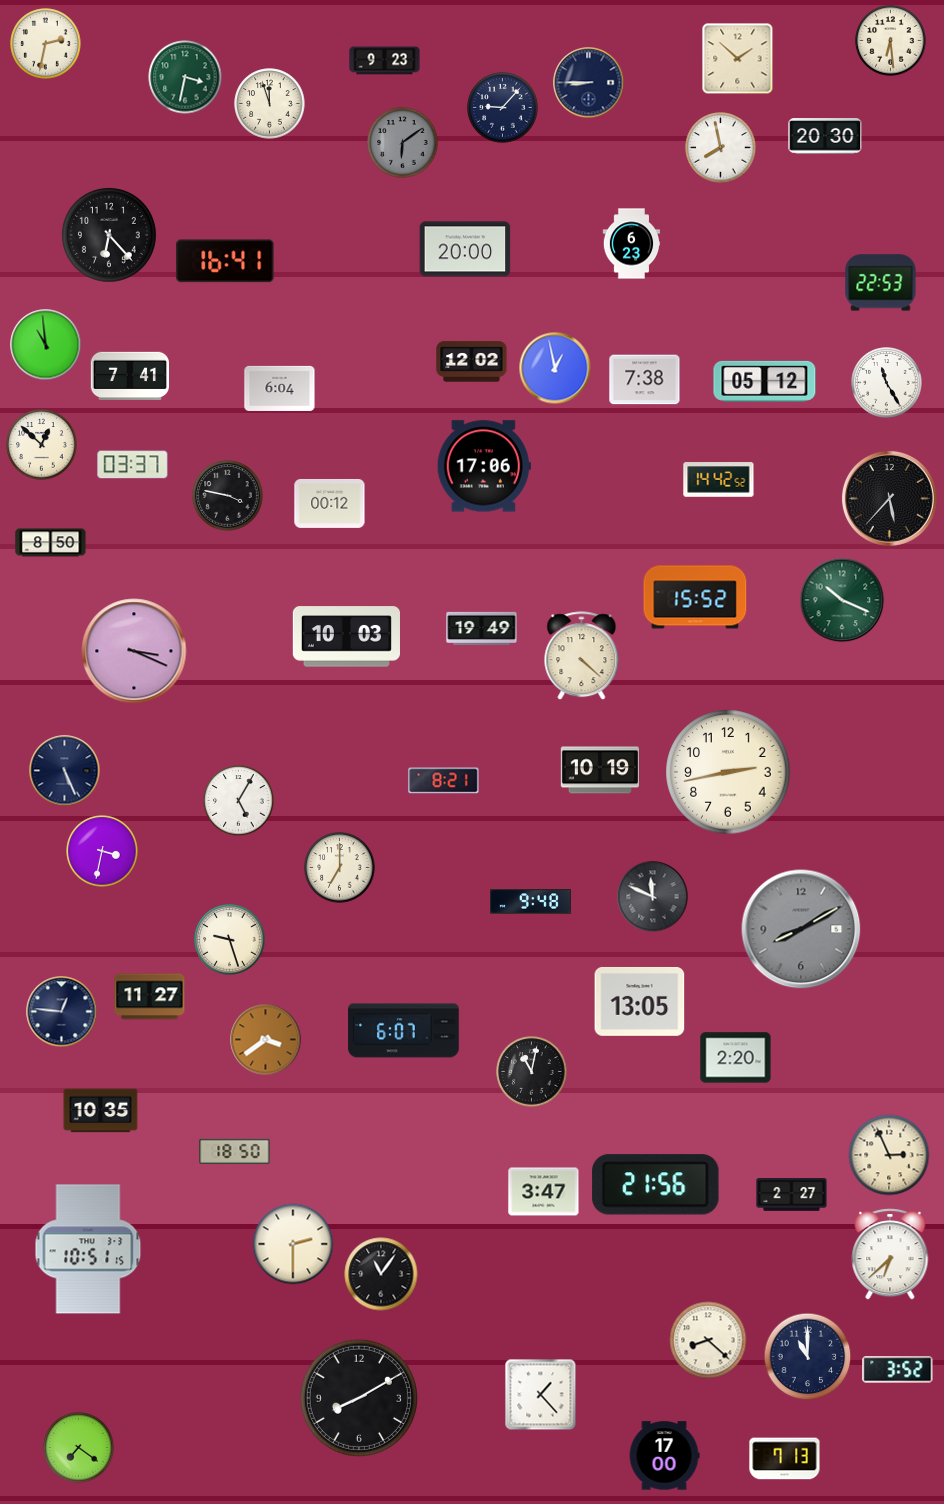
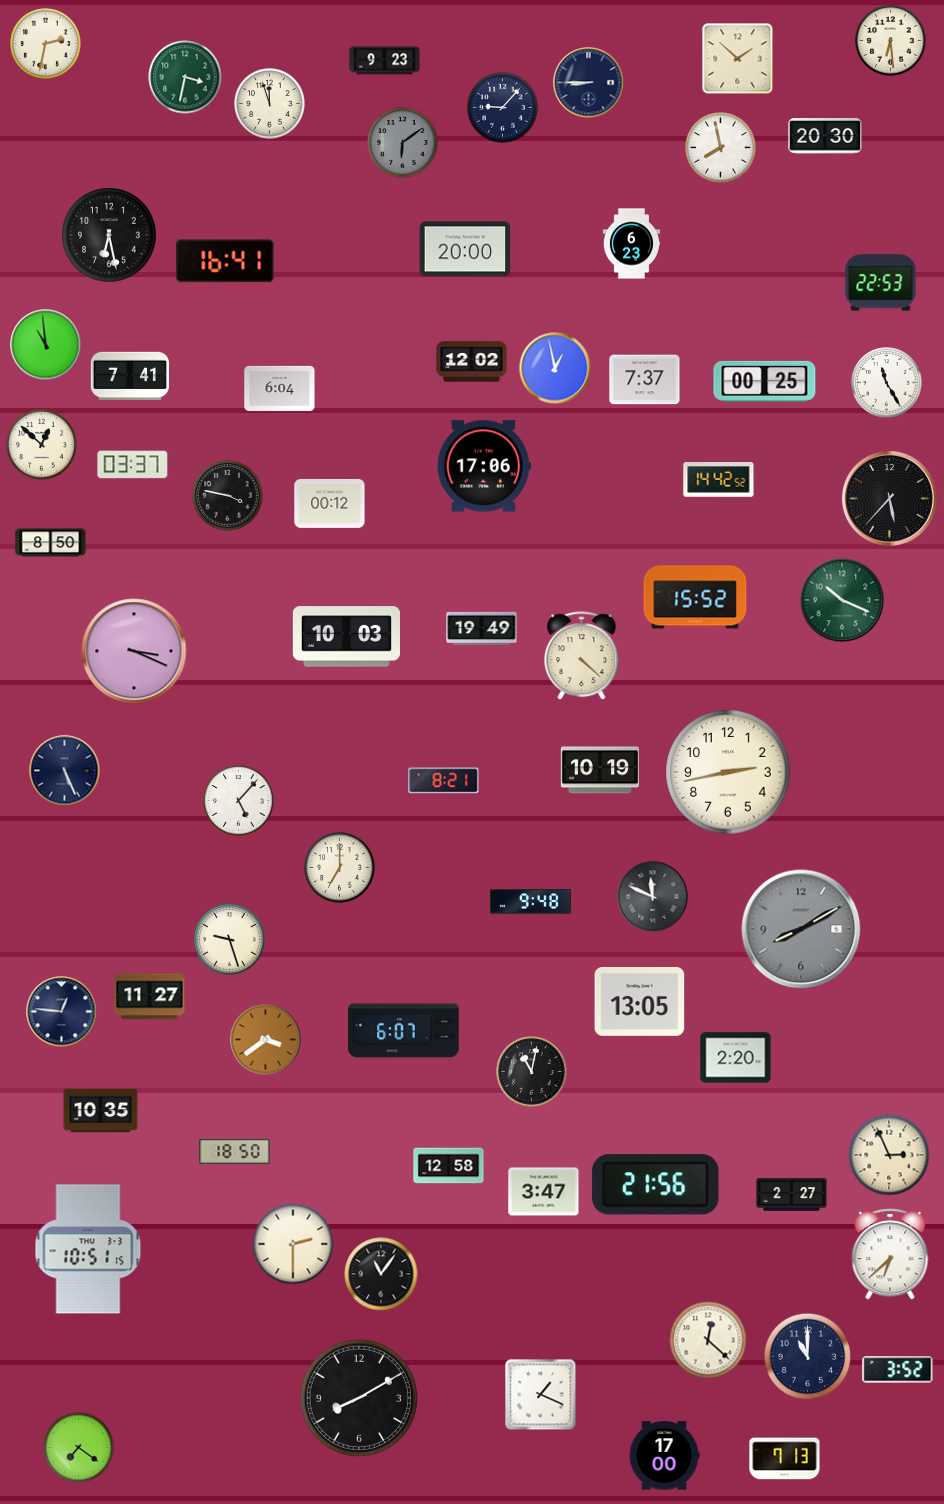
clock at (110, 236): 6:23 -> 6:28
clock at (645, 380): 7:38 -> 7:37
clock at (765, 381): 05:12 -> 00:25
clock at (239, 801): 5:05 -> 5:07
clock at (102, 851): 3:32 -> none
clock at (449, 1166): none -> 12:58
clock at (708, 1340): 8:22 -> 12:22
clock at (541, 1395): 1:23 -> 1:19
